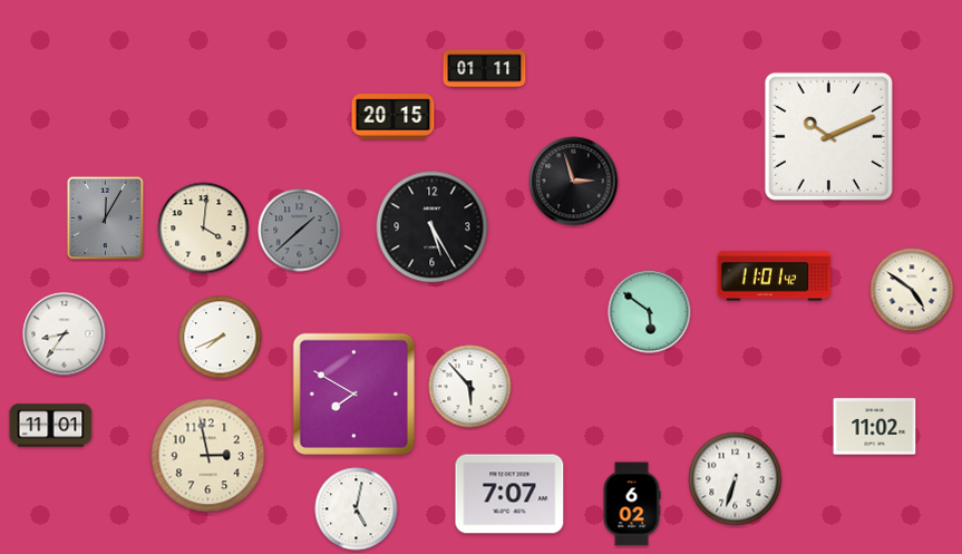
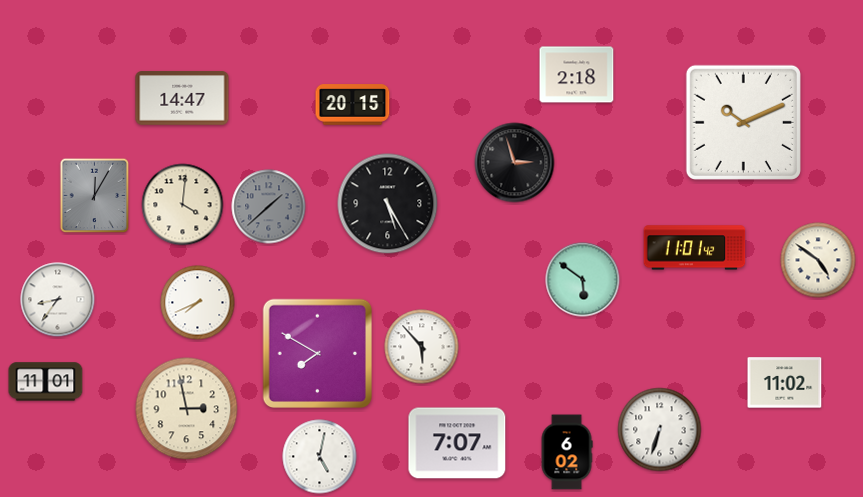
clock at (485, 69): 01:11 -> none
clock at (577, 75): none -> 2:18
clock at (182, 98): none -> 14:47
